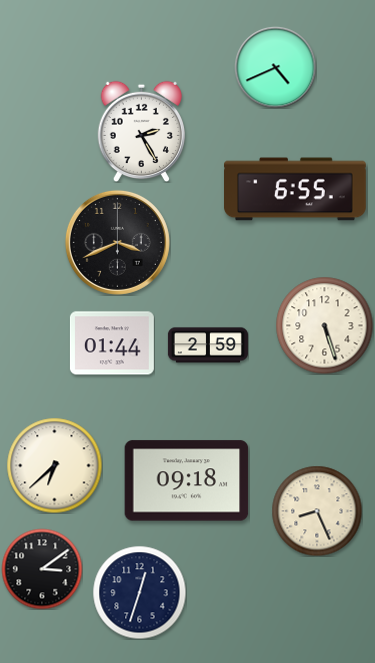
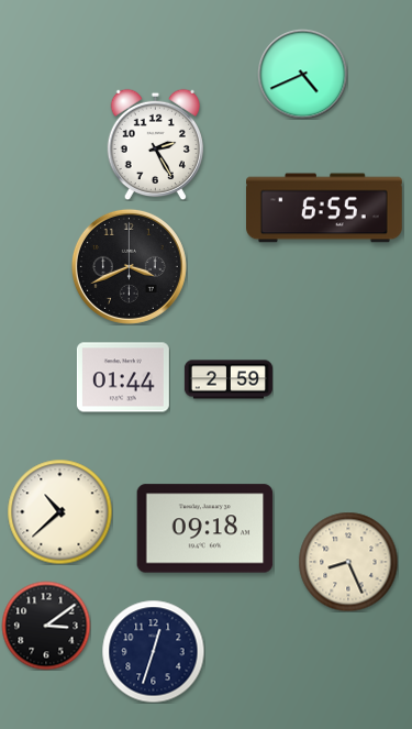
clock at (324, 325): 5:27 -> none
clock at (54, 465): 6:38 -> 10:38
